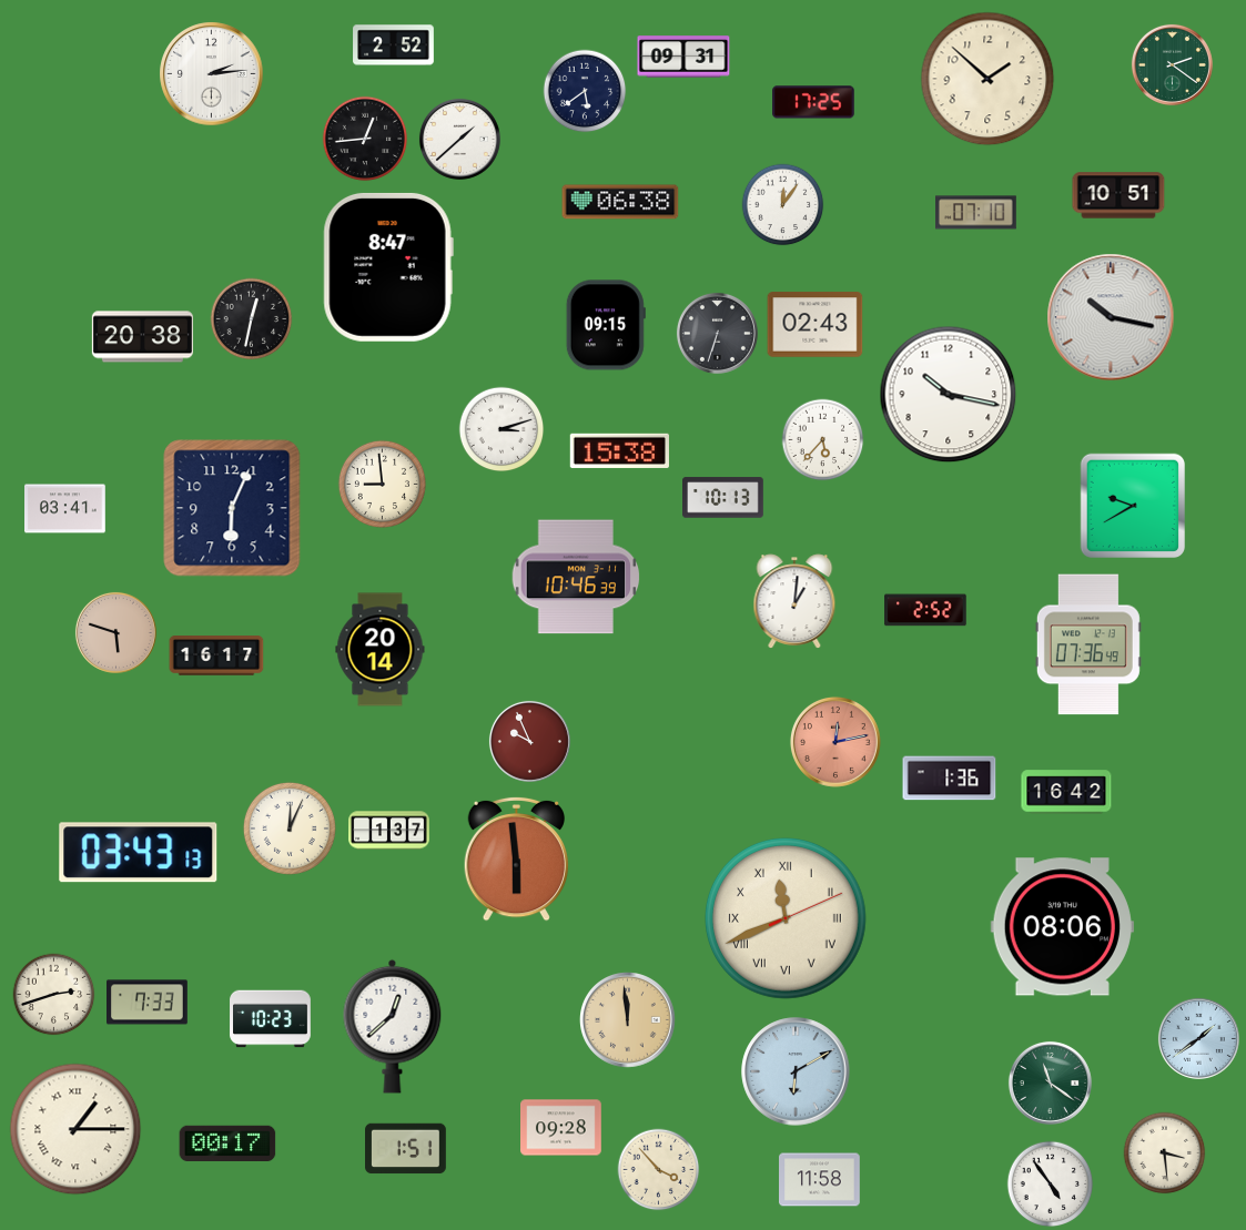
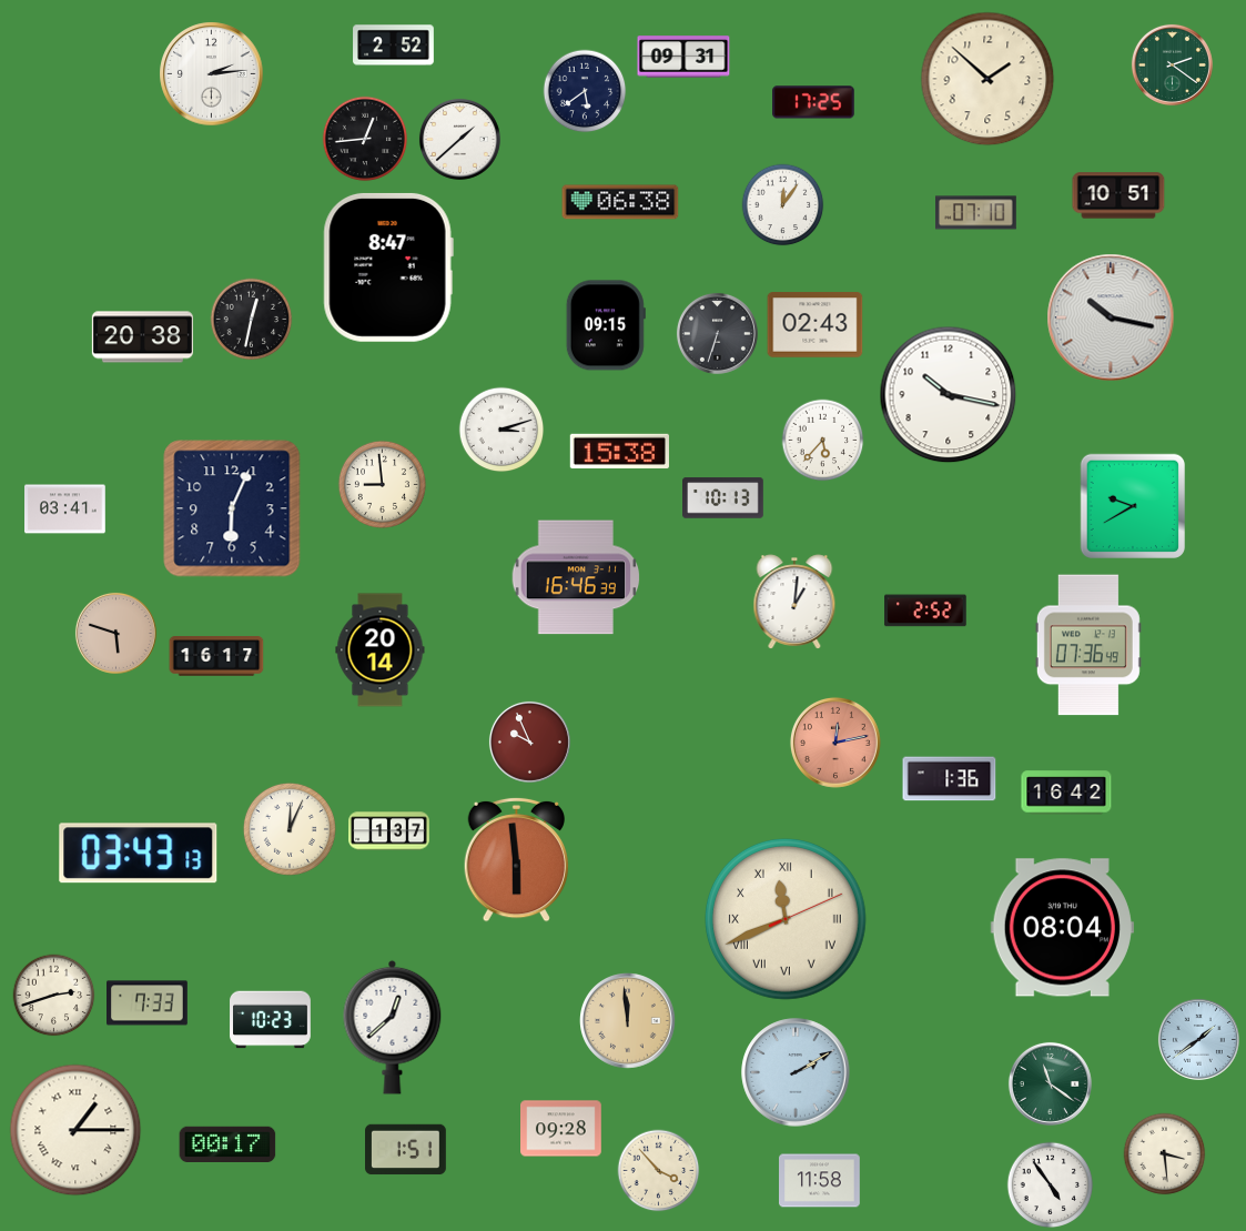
clock at (576, 577): 10:46 -> 16:46
clock at (1062, 927): 08:06 -> 08:04
clock at (796, 1071): 6:10 -> 2:10
